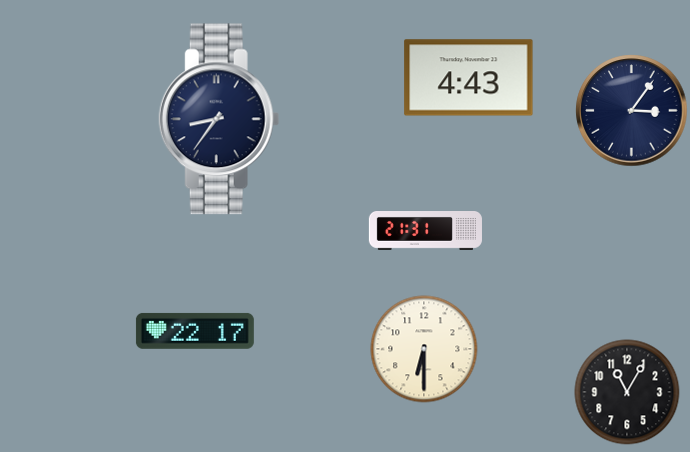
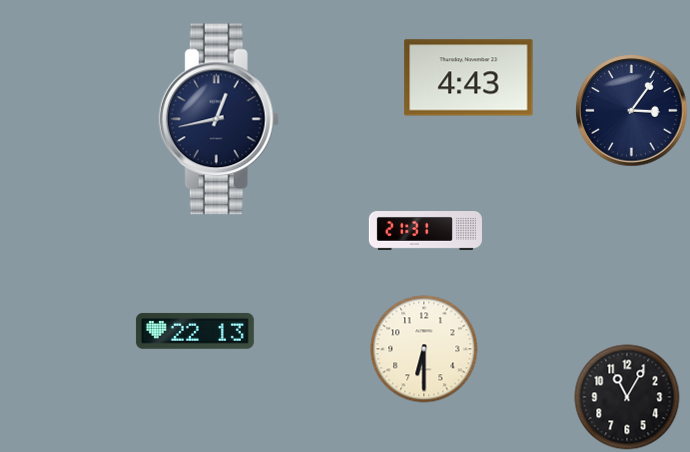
clock at (219, 119): 8:36 -> 12:43
clock at (195, 331): 22:17 -> 22:13
clock at (627, 392) position: (627, 392) -> (627, 397)
